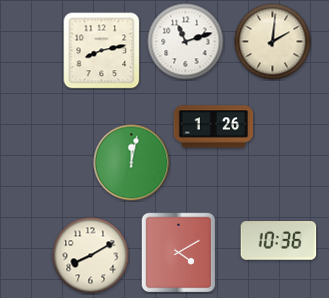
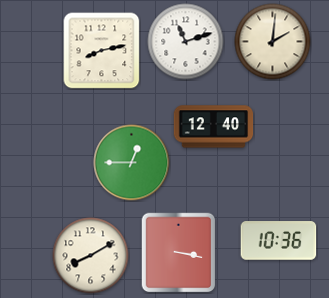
clock at (214, 127): 1:26 -> 12:40
clock at (132, 163): 12:02 -> 12:45
clock at (179, 253): 4:10 -> 3:17
